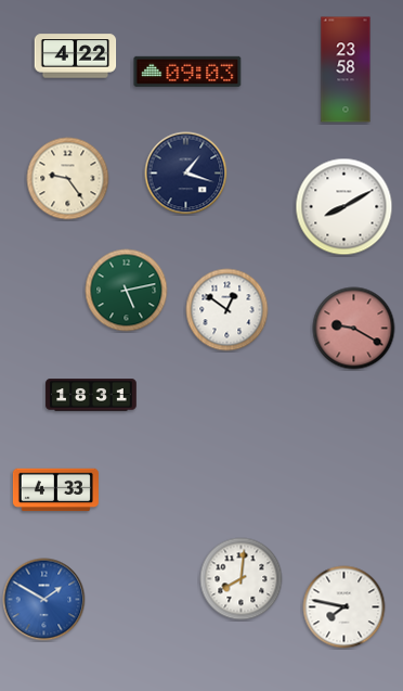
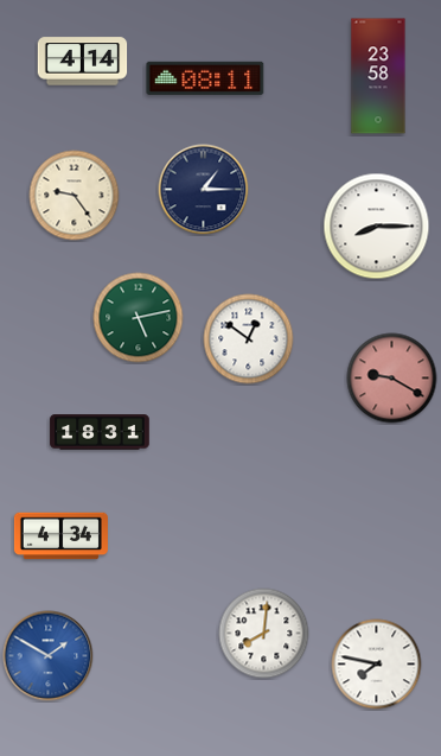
clock at (76, 56): 4:22 -> 4:14
clock at (187, 72): 09:03 -> 08:11
clock at (186, 174): 1:18 -> 1:15
clock at (344, 207): 8:10 -> 8:15
clock at (354, 329) position: (354, 329) -> (392, 379)
clock at (55, 490): 4:33 -> 4:34
